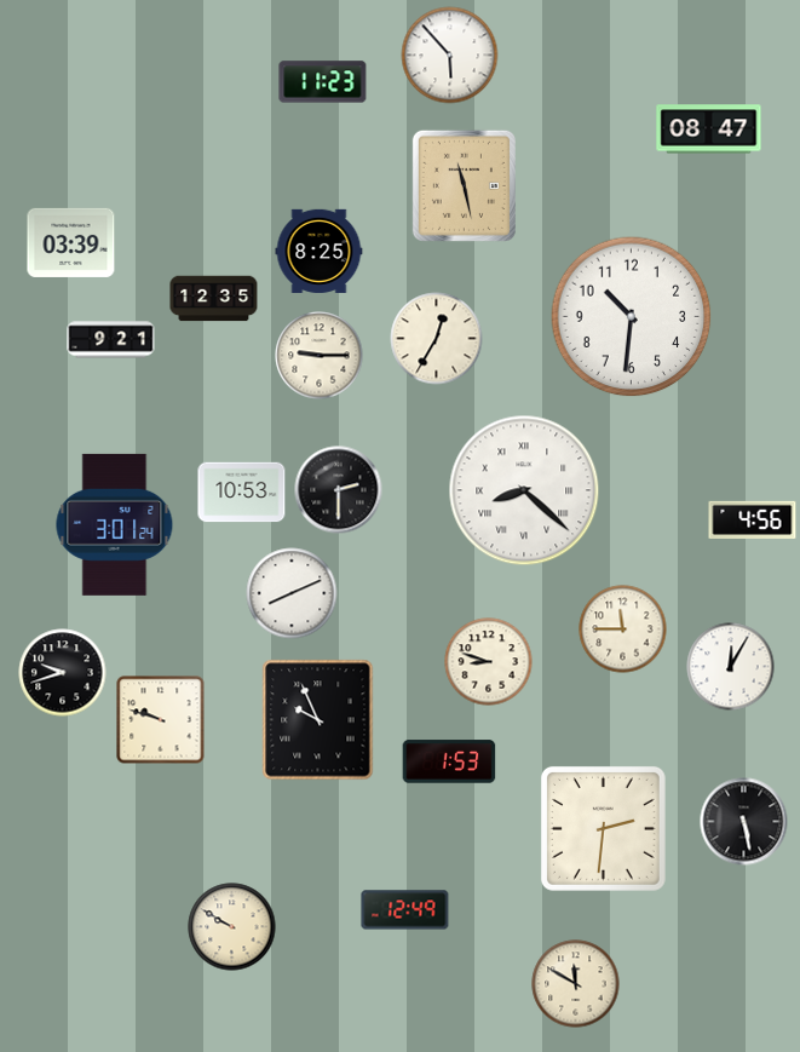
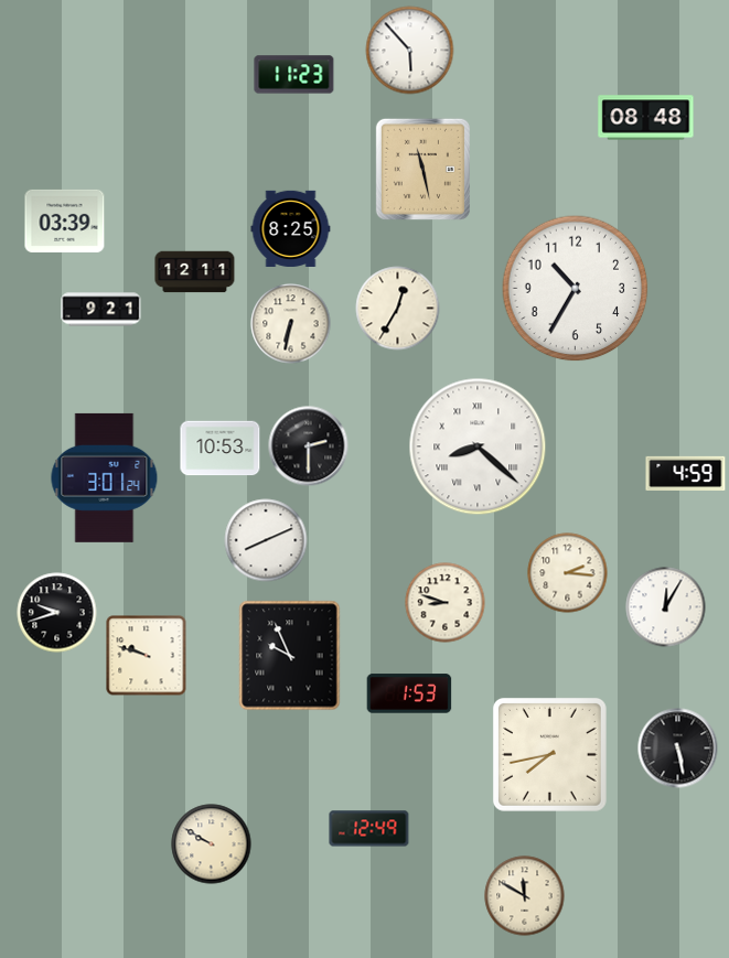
clock at (709, 130): 08:47 -> 08:48
clock at (214, 299): 12:35 -> 12:11
clock at (632, 317): 10:31 -> 10:35
clock at (320, 356): 9:15 -> 6:32
clock at (753, 519): 4:56 -> 4:59
clock at (623, 630): 11:45 -> 2:16
clock at (603, 828): 2:31 -> 7:43
